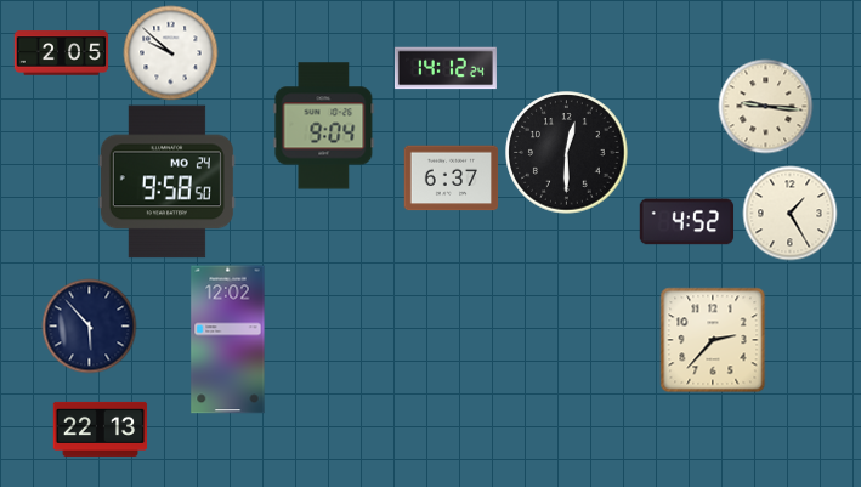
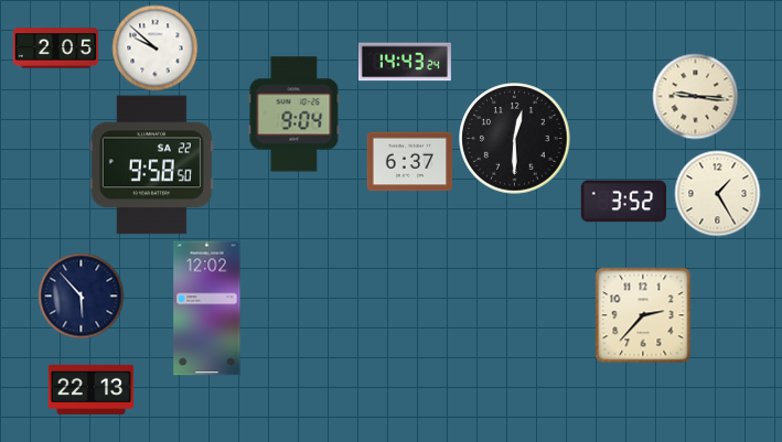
clock at (446, 68): 14:12 -> 14:43
clock at (166, 182) date: MO 24 -> SA 22
clock at (686, 222): 4:52 -> 3:52
clock at (713, 340) position: (713, 340) -> (643, 315)
